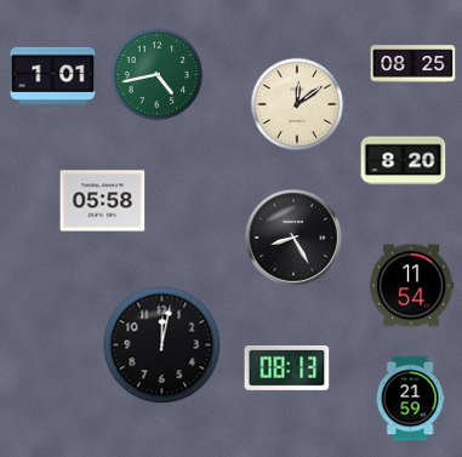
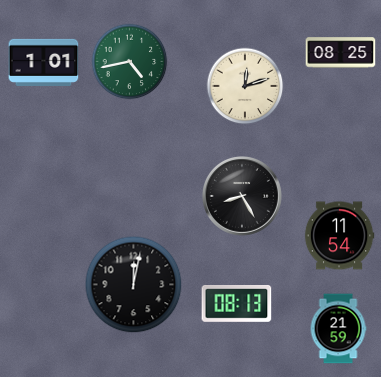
clock at (297, 104): 12:09 -> 12:12
clock at (404, 161): 8:20 -> none
clock at (103, 201): 05:58 -> none
